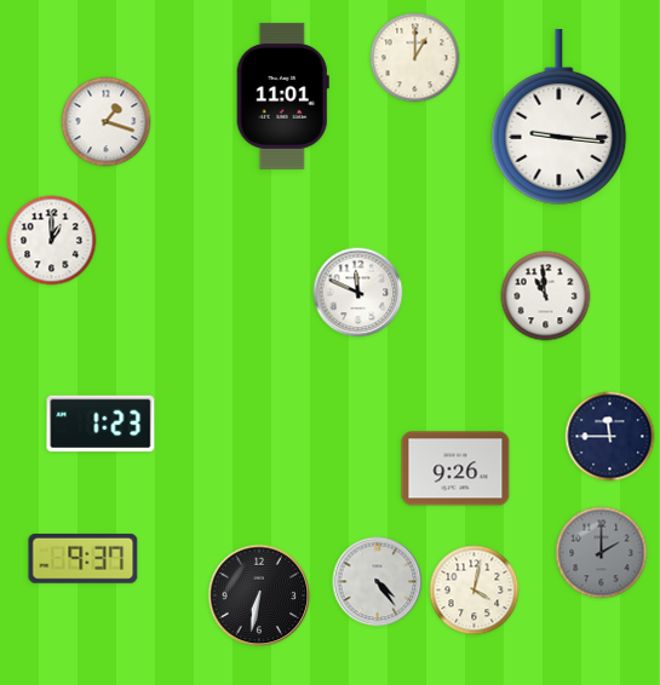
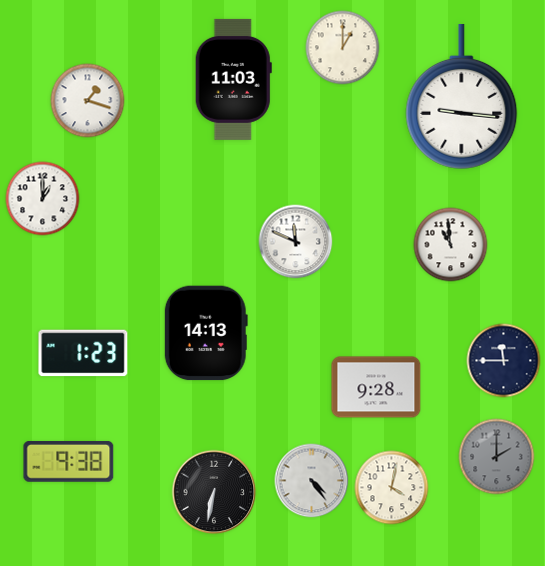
clock at (282, 96): 11:01 -> 11:03
clock at (206, 333): none -> 14:13
clock at (101, 424) position: (101, 424) -> (83, 353)
clock at (455, 468): 9:26 -> 9:28
clock at (84, 558): 9:37 -> 9:38
